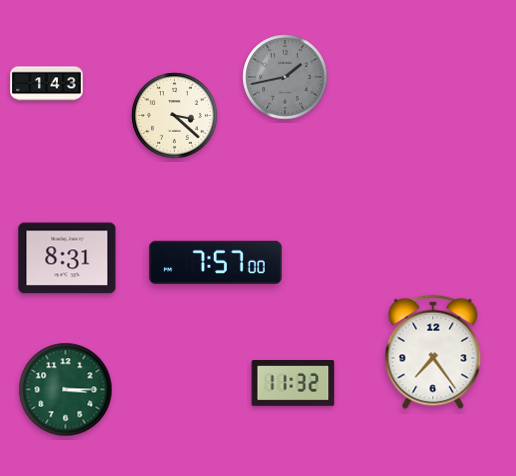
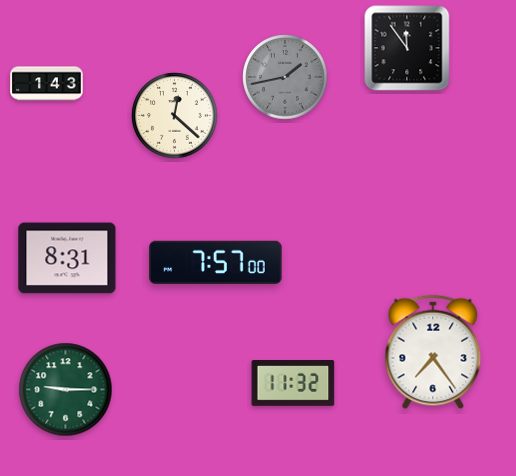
clock at (407, 48): none -> 11:54
clock at (175, 116): 3:22 -> 12:22
clock at (66, 390): 3:15 -> 9:15
